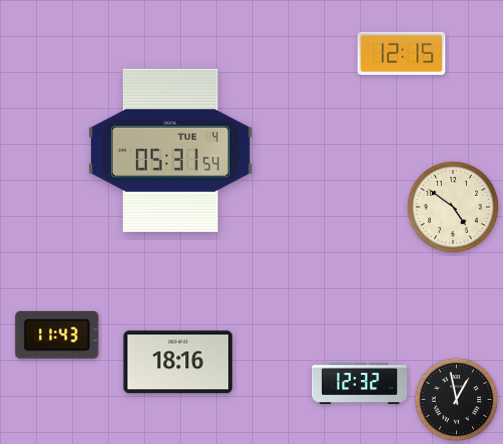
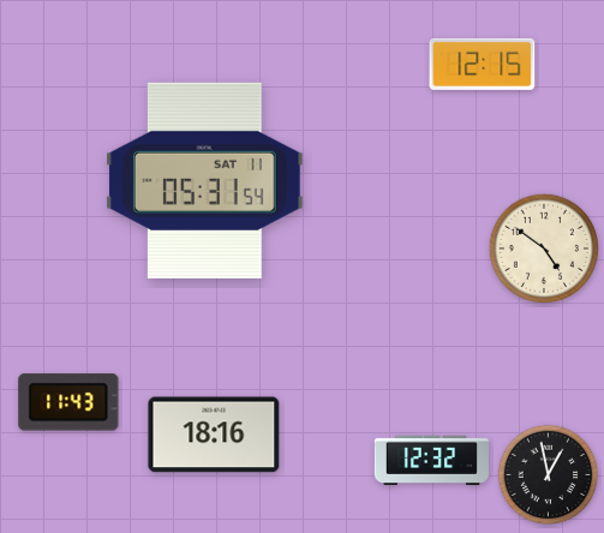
clock at (171, 150) date: TUE 4 -> SAT 11
clock at (457, 400) position: (457, 400) -> (549, 475)
